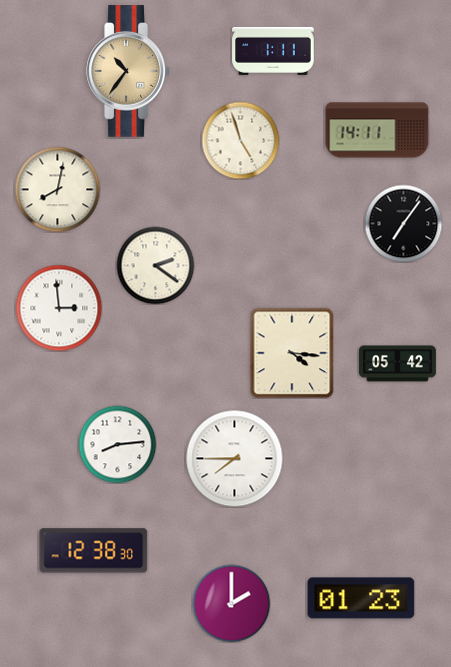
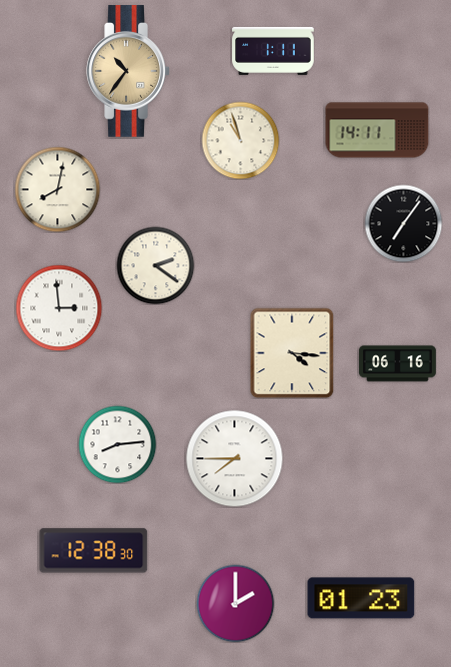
clock at (240, 140): 4:57 -> 10:57
clock at (397, 364): 05:42 -> 06:16
clock at (231, 603) position: (231, 603) -> (235, 603)
